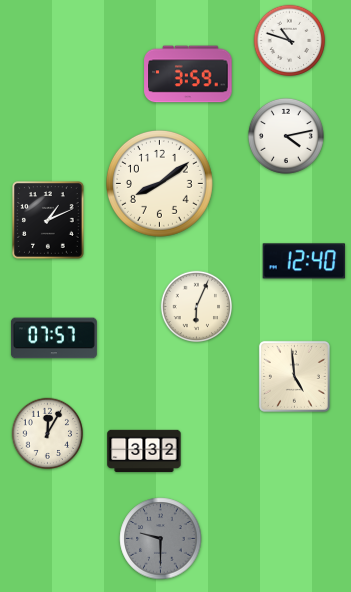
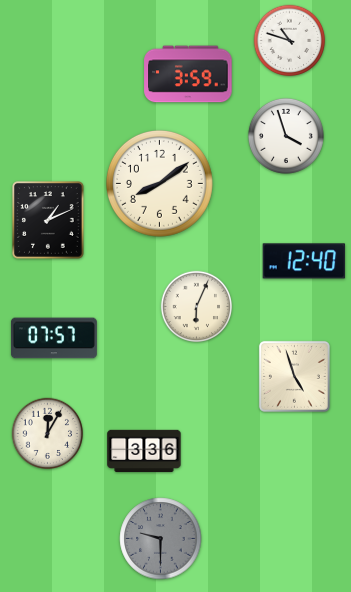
clock at (286, 136): 4:13 -> 3:57
clock at (294, 376): 4:59 -> 4:57
clock at (144, 450): 3:32 -> 3:36
